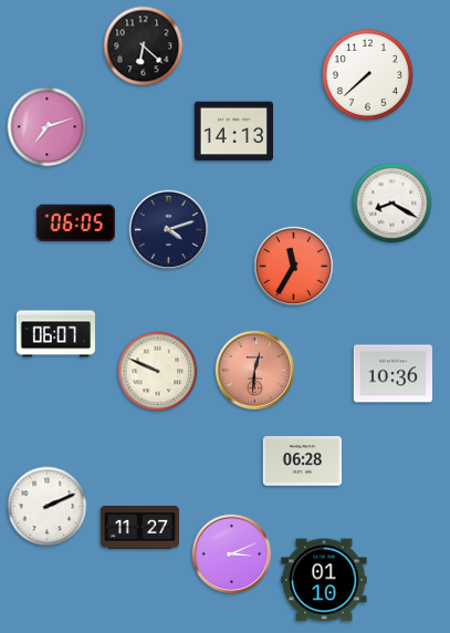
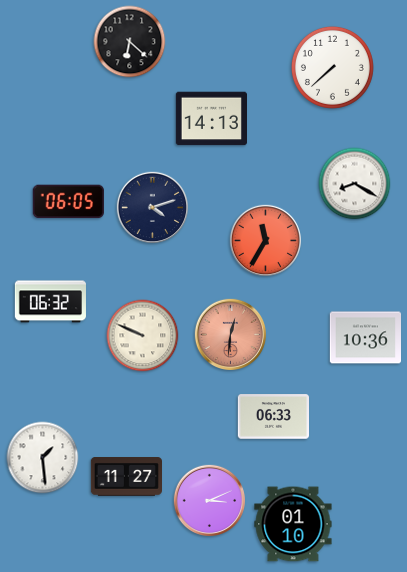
clock at (48, 127): 7:12 -> none
clock at (55, 334): 06:07 -> 06:32
clock at (393, 374) position: (393, 374) -> (365, 338)
clock at (302, 461): 06:28 -> 06:33
clock at (48, 507): 2:11 -> 1:29
